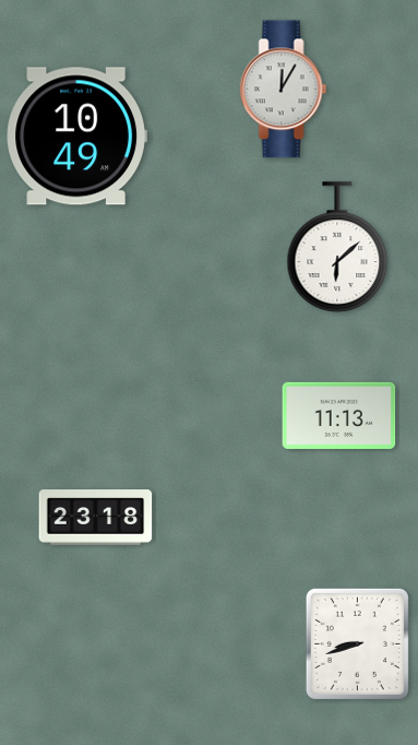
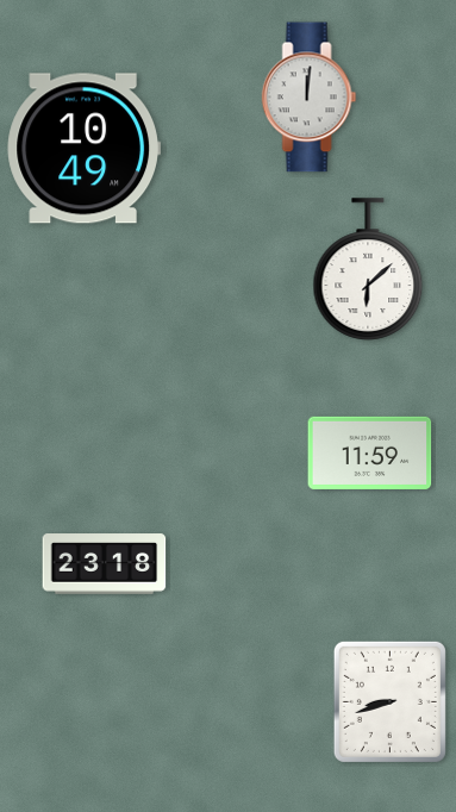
clock at (284, 90): 12:05 -> 12:01
clock at (339, 415): 11:13 -> 11:59
